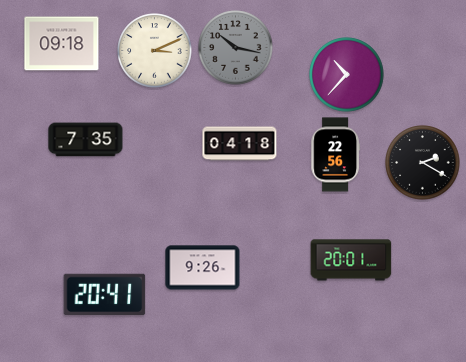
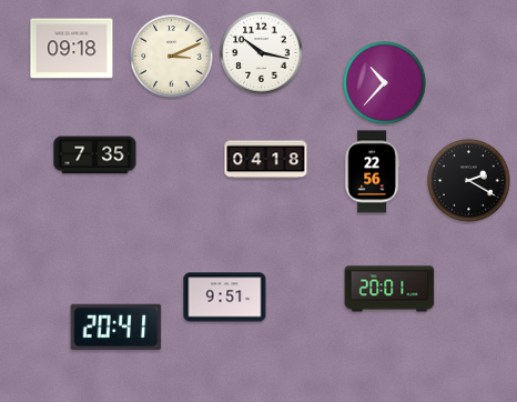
clock at (62, 44) position: (62, 44) -> (72, 49)
clock at (236, 48) dial: grey -> white
clock at (203, 268): 9:26 -> 9:51
